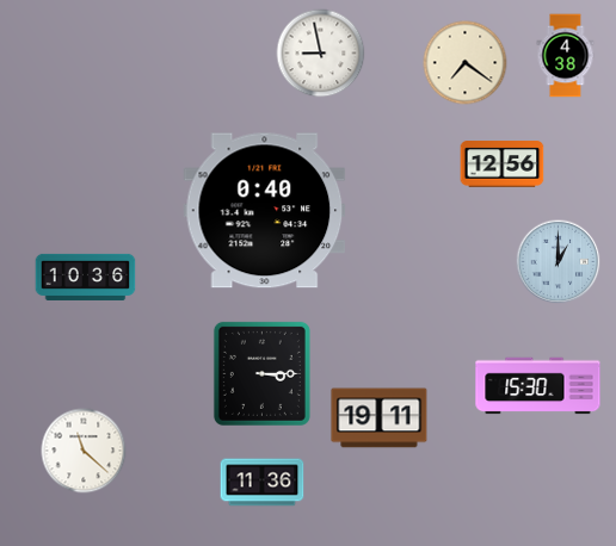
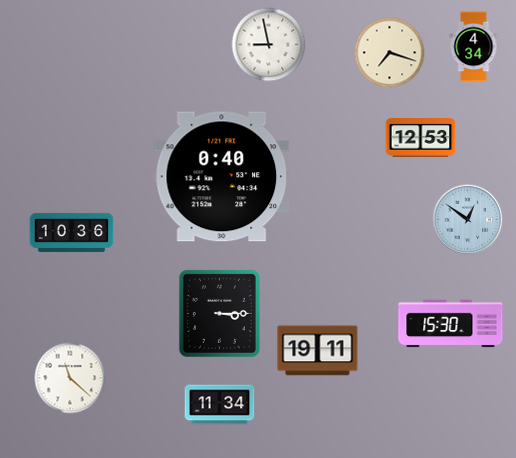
clock at (566, 56): 4:38 -> 4:34
clock at (466, 63): 7:21 -> 7:18
clock at (503, 165): 12:56 -> 12:53
clock at (559, 262): 1:00 -> 12:51
clock at (263, 483): 11:36 -> 11:34
